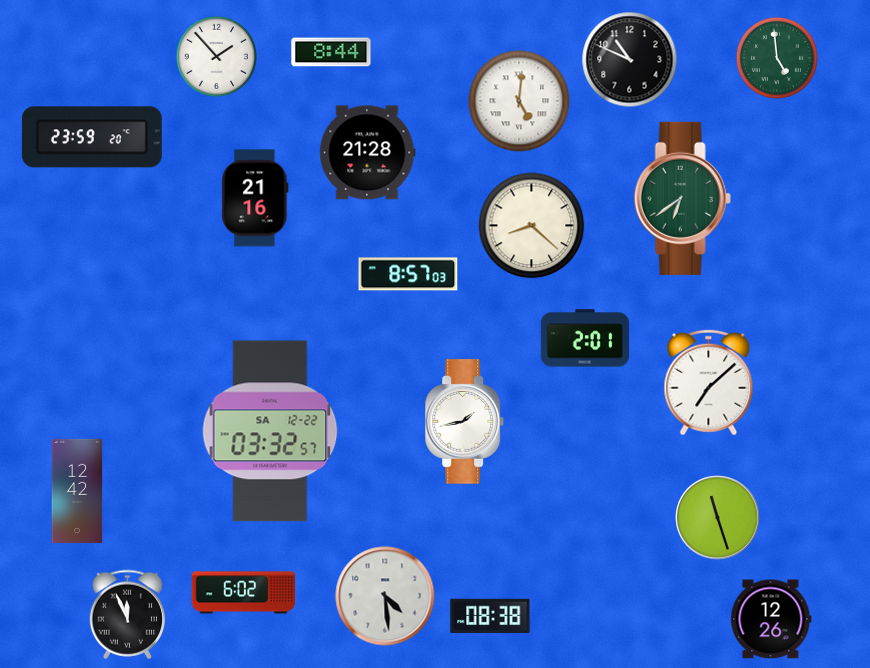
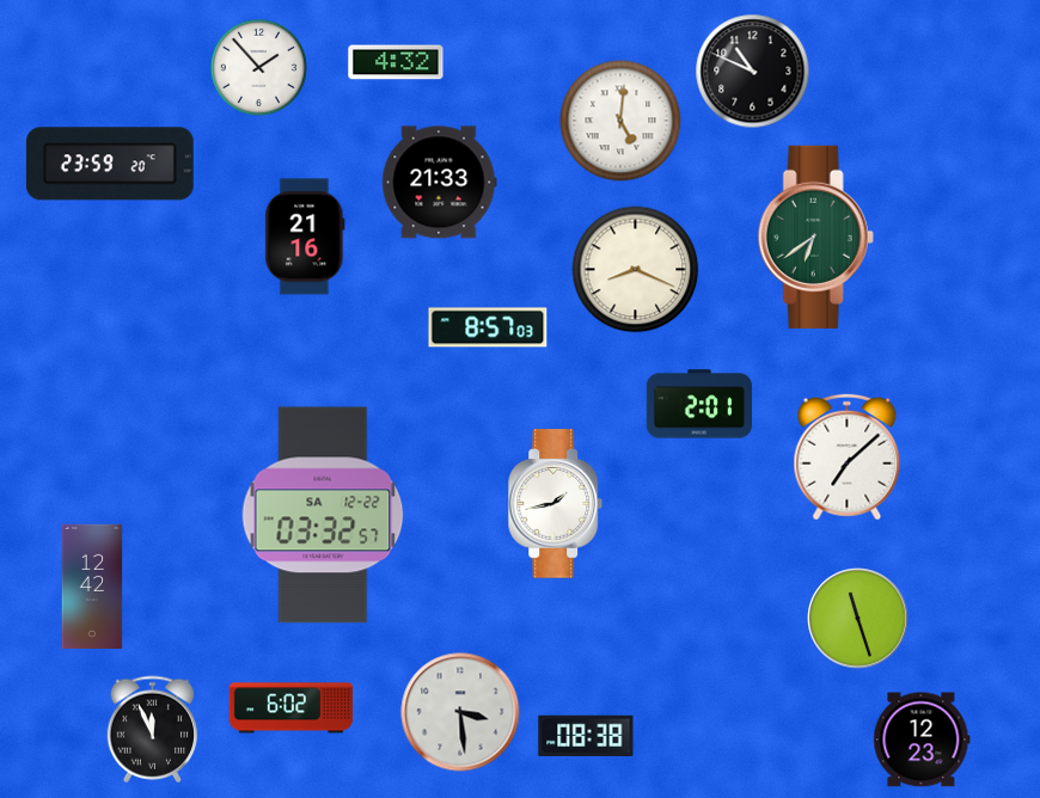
clock at (331, 52): 8:44 -> 4:32
clock at (777, 58): 4:59 -> none
clock at (368, 153): 21:28 -> 21:33
clock at (532, 226): 8:22 -> 8:19
clock at (385, 596): 4:29 -> 3:29
clock at (128, 615) position: (128, 615) -> (153, 730)
clock at (771, 619): 12:26 -> 12:23
